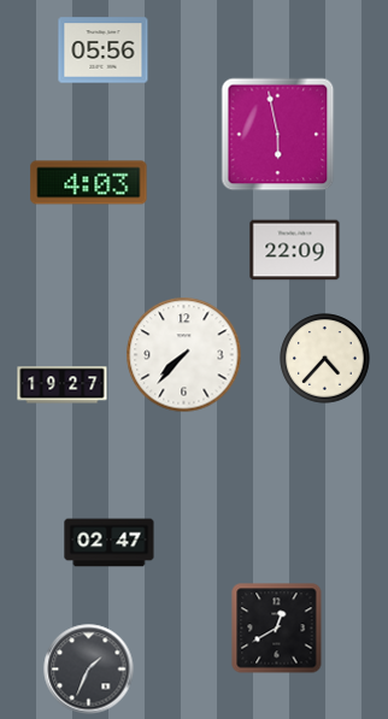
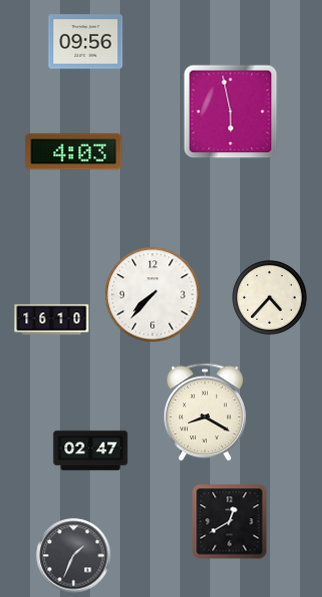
clock at (104, 51): 05:56 -> 09:56
clock at (295, 251): 22:09 -> none
clock at (63, 385): 19:27 -> 16:10
clock at (205, 412): none -> 8:20
